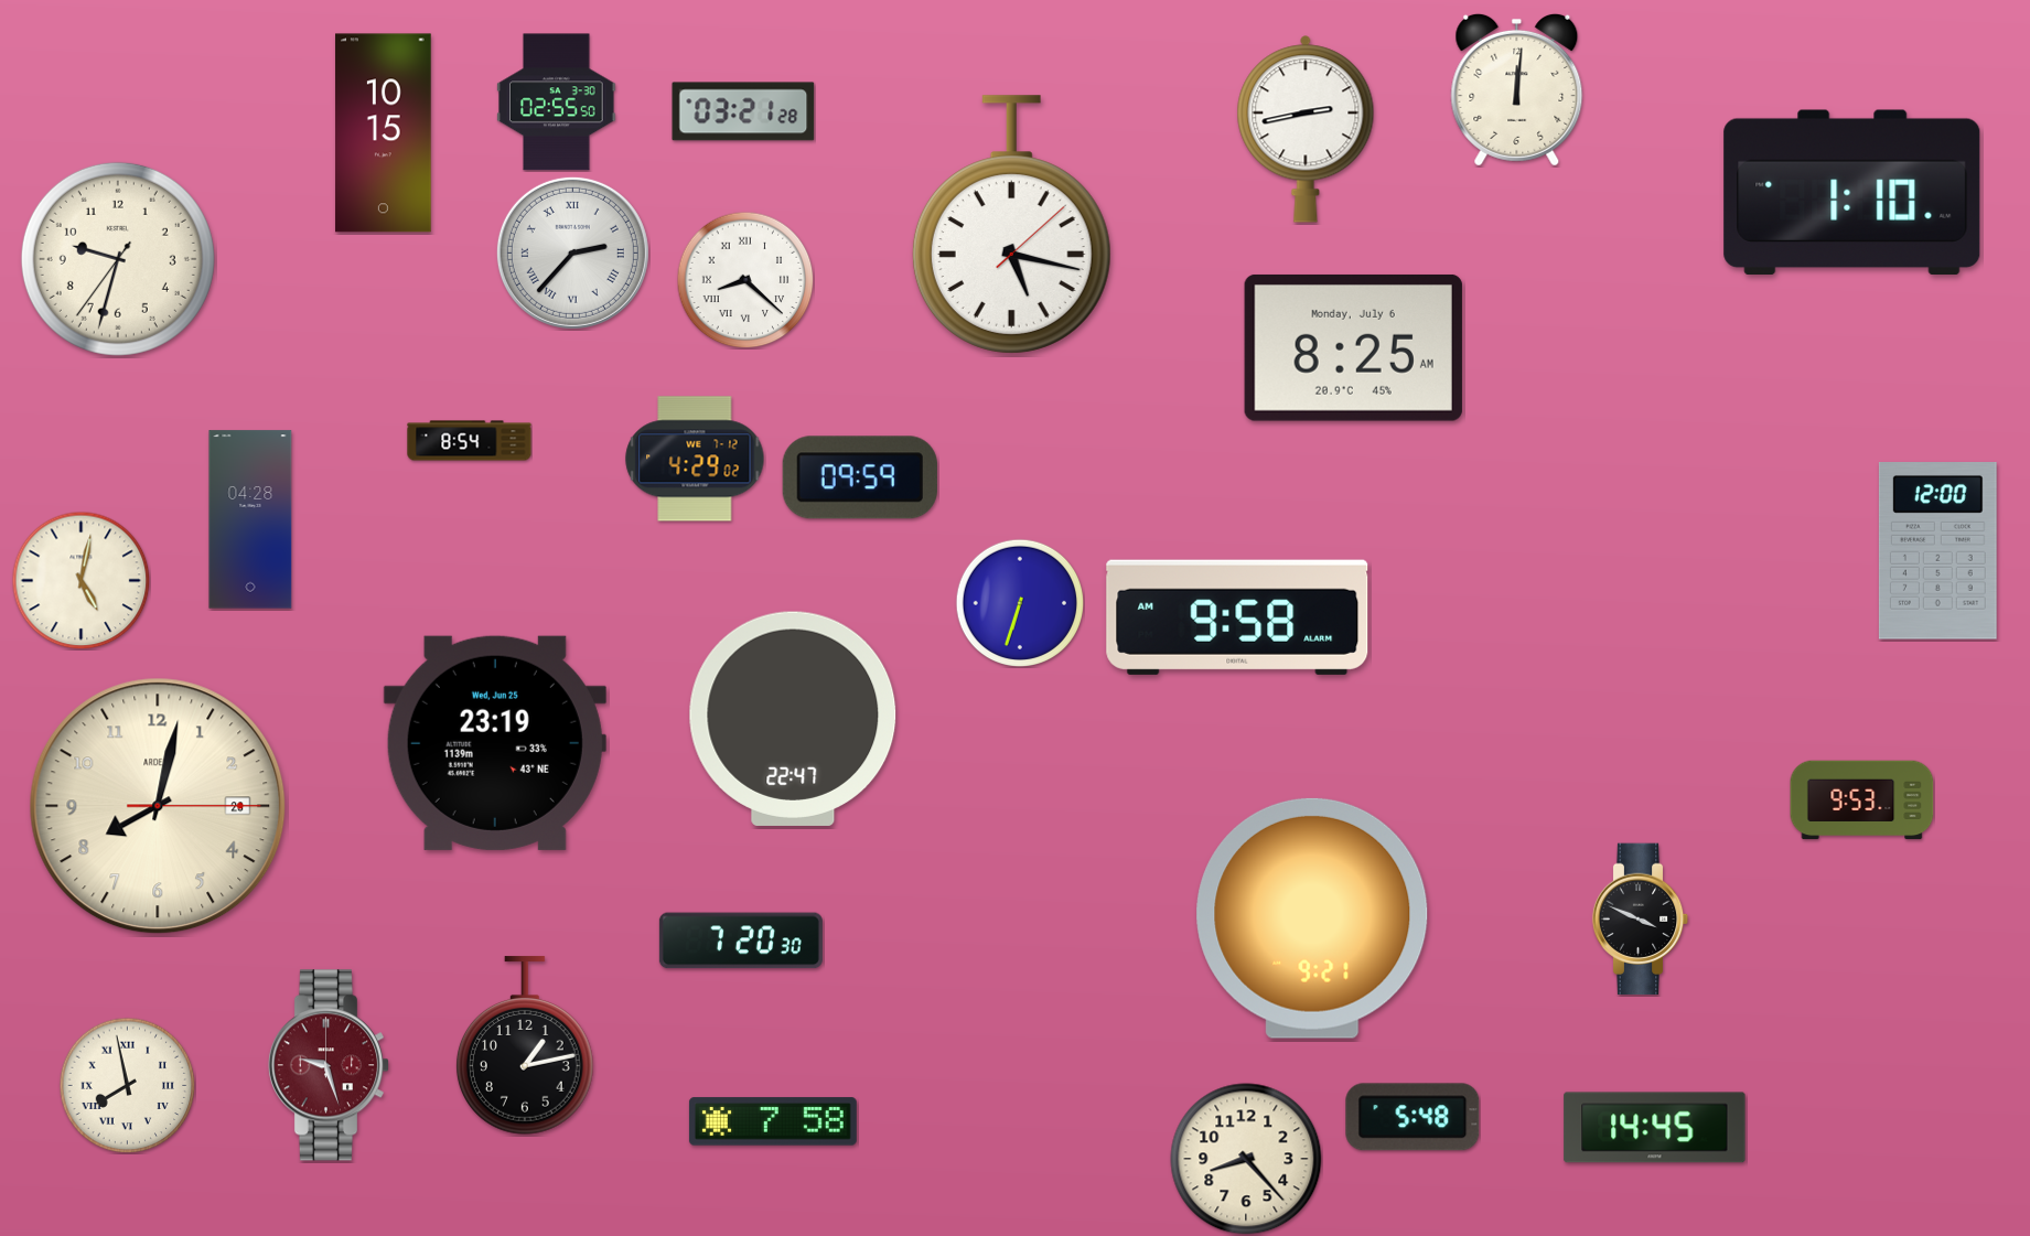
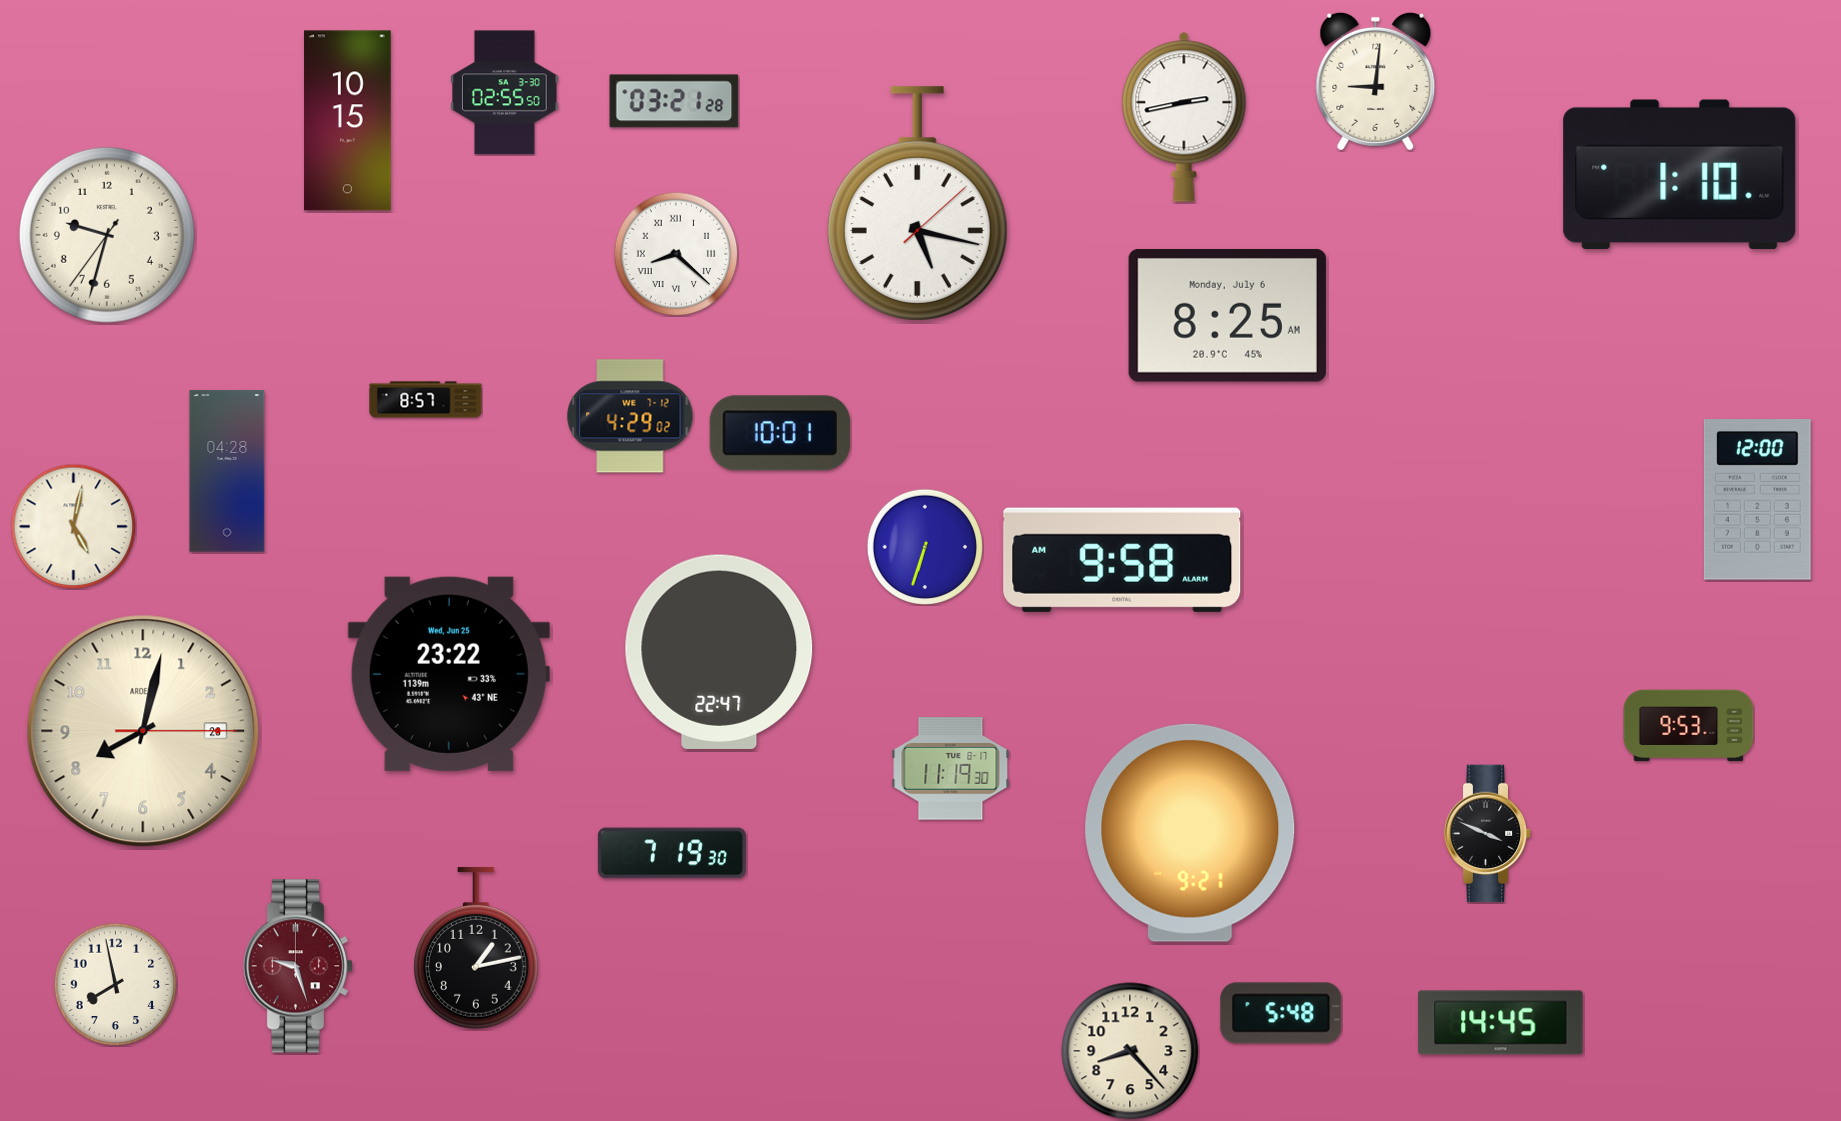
clock at (1517, 89): 12:01 -> 9:01
clock at (572, 252): 2:37 -> none
clock at (470, 441): 8:54 -> 8:57
clock at (860, 477): 09:59 -> 10:01
clock at (495, 743): 23:19 -> 23:22
clock at (951, 769): none -> 11:19
clock at (741, 941): 7:20 -> 7:19
clock at (127, 1085) numerals: Roman -> Arabic
clock at (773, 1121): 7:58 -> none
